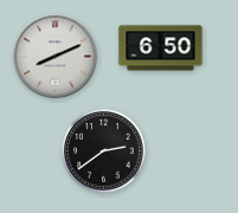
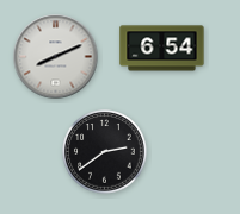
clock at (161, 49): 6:50 -> 6:54
